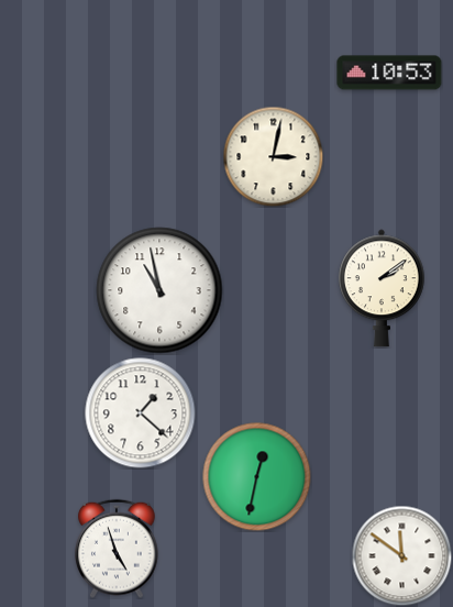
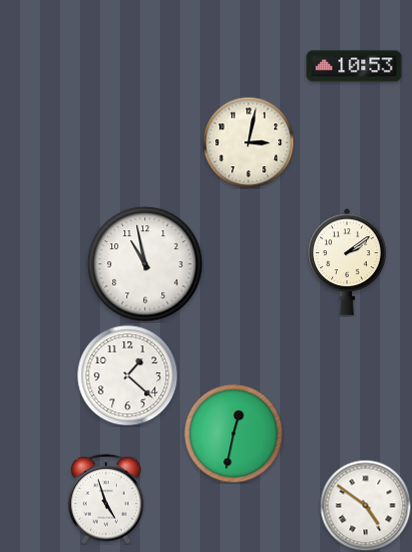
clock at (401, 555): 11:51 -> 4:51
